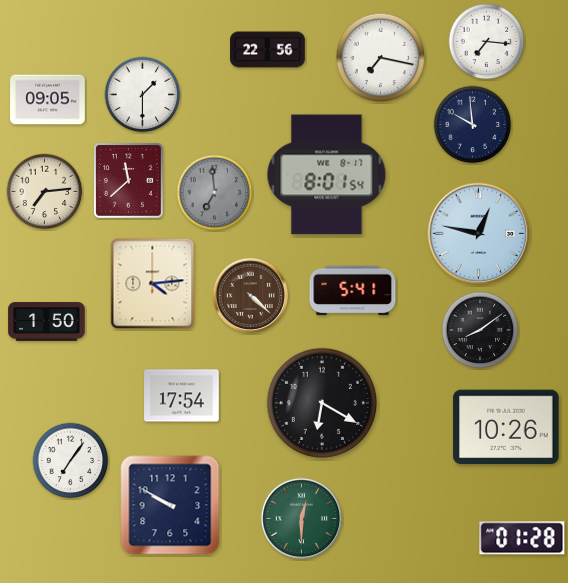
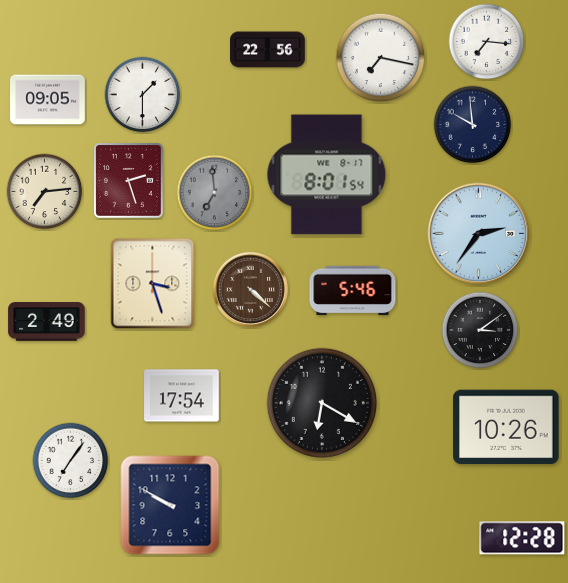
clock at (129, 181): 11:38 -> 2:27
clock at (479, 234): 12:47 -> 2:36
clock at (153, 284): 4:14 -> 3:27
clock at (353, 291): 5:41 -> 5:46
clock at (250, 295) position: (250, 295) -> (250, 289)
clock at (47, 322): 1:50 -> 2:49
clock at (480, 330): 8:09 -> 3:09
clock at (301, 518): 12:30 -> none
clock at (522, 538): 01:28 -> 12:28
